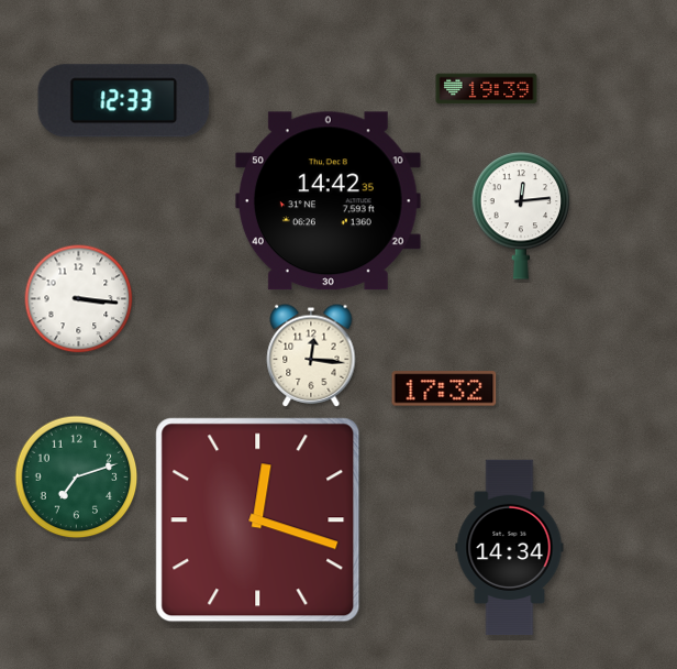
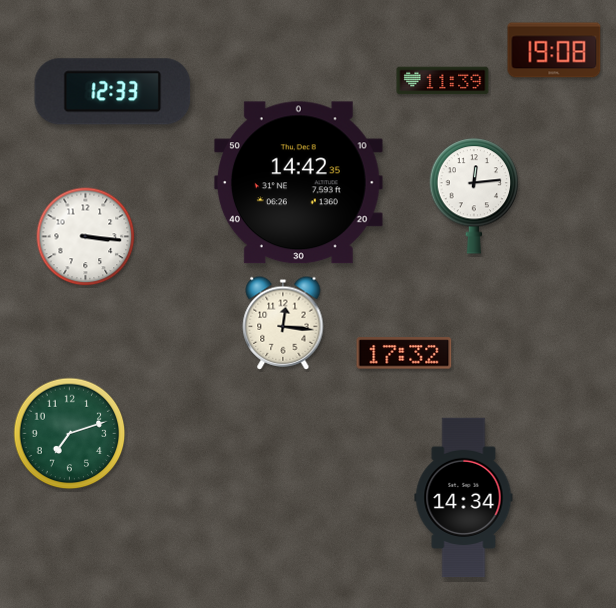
clock at (554, 50): none -> 19:08
clock at (487, 89): 19:39 -> 11:39
clock at (79, 299) position: (79, 299) -> (86, 237)
clock at (258, 520): 12:18 -> none
